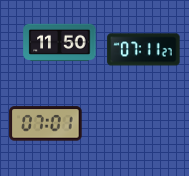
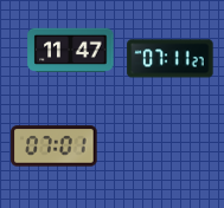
clock at (60, 43): 11:50 -> 11:47
